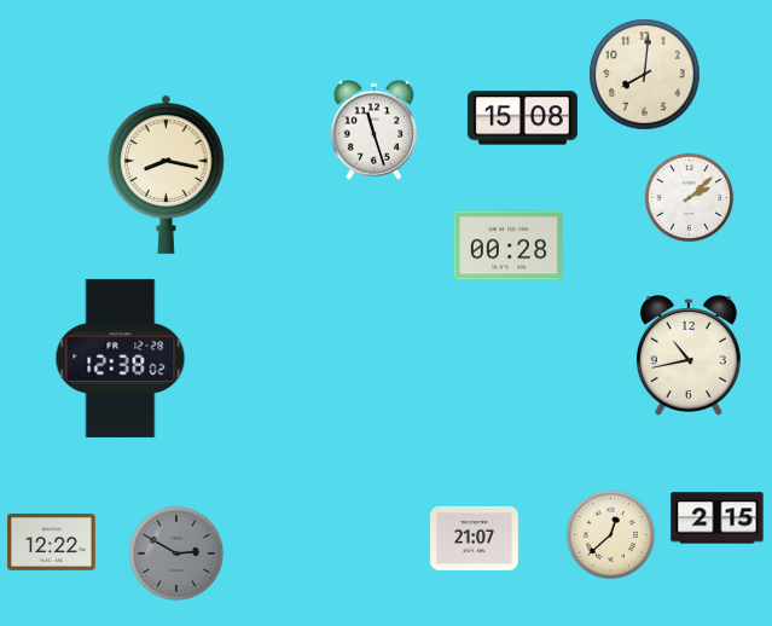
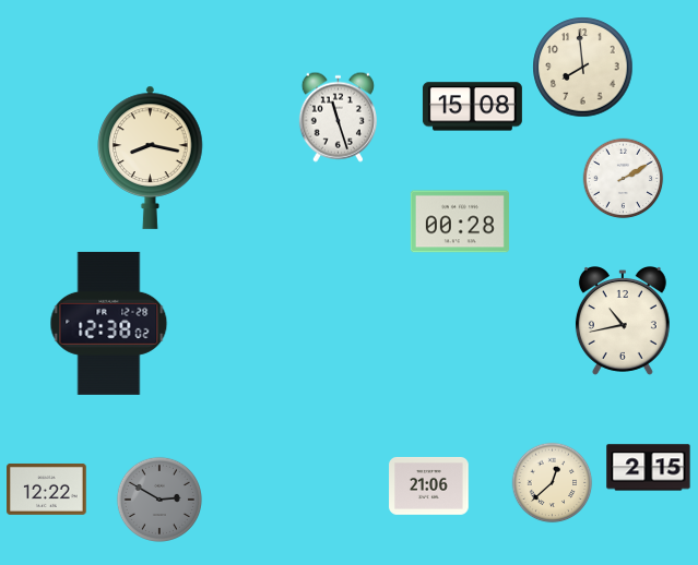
clock at (645, 75): 8:01 -> 7:59
clock at (690, 198): 2:08 -> 2:10
clock at (475, 538): 21:07 -> 21:06
